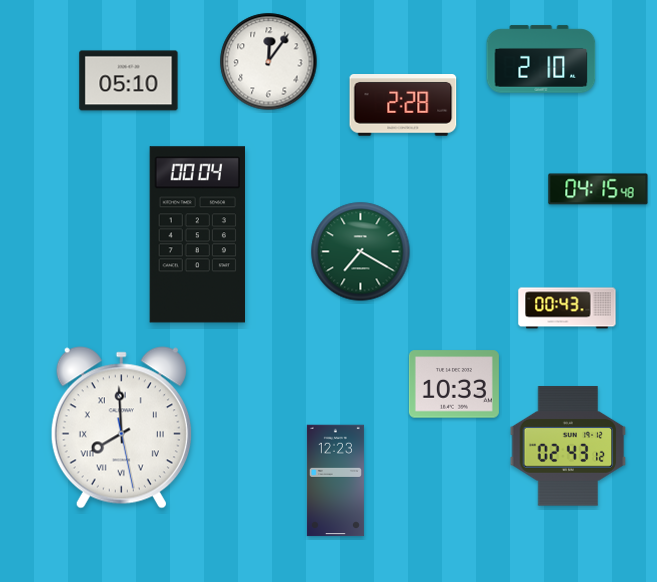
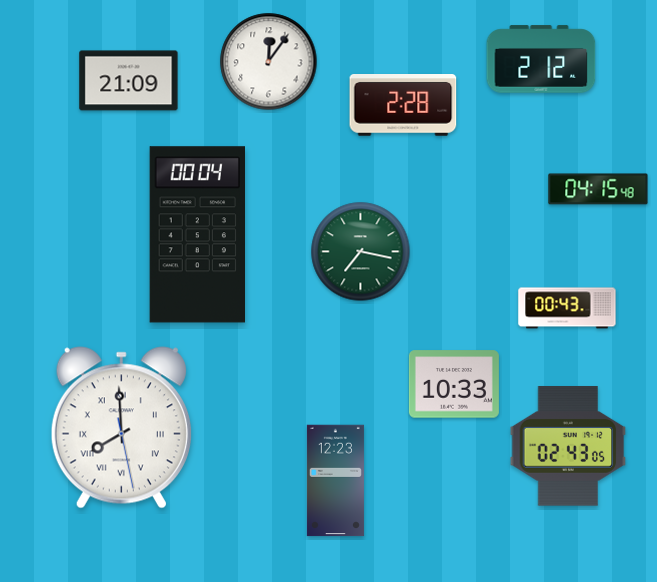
clock at (541, 59): 2:10 -> 2:12
clock at (129, 81): 05:10 -> 21:09
clock at (361, 252): 7:20 -> 7:17
clock at (568, 446): 02:43:12 -> 02:43:05
